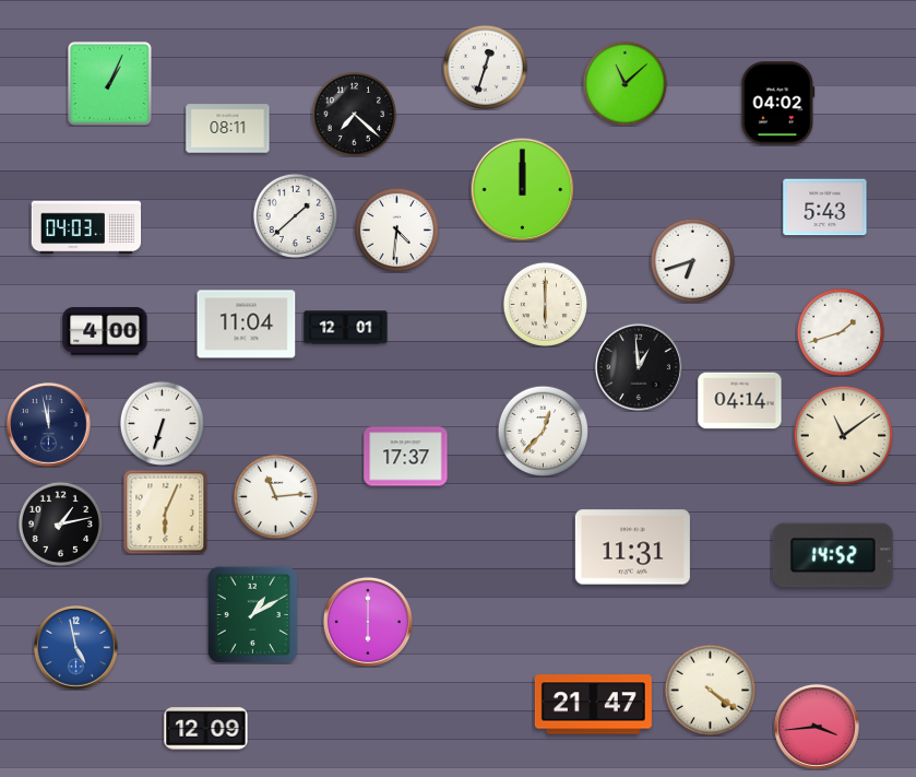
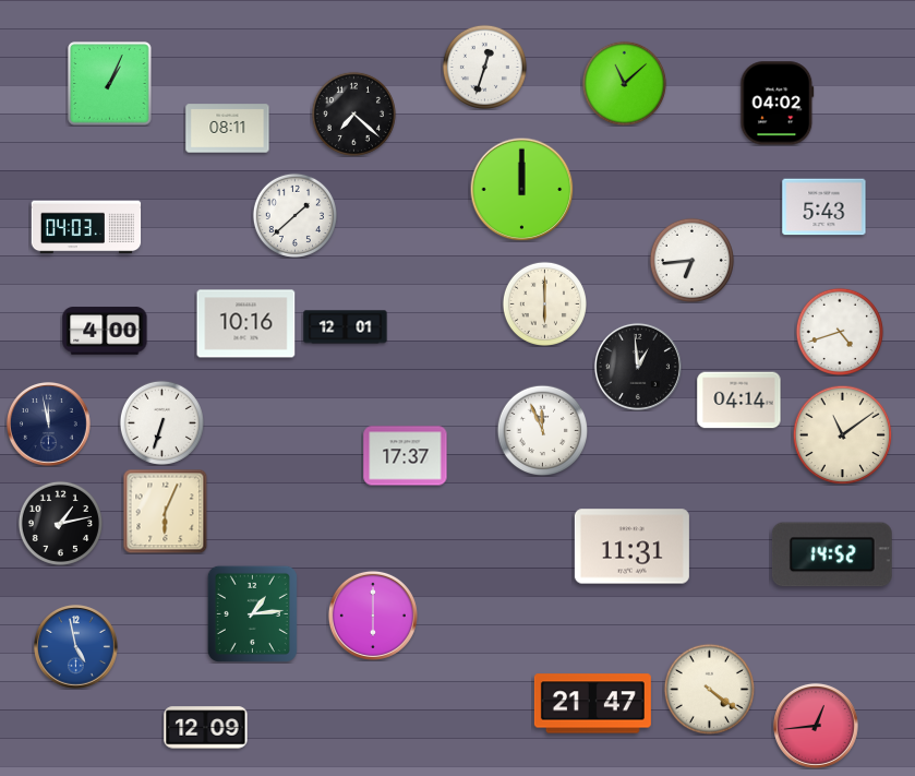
clock at (396, 229): 4:31 -> none
clock at (692, 260): 6:42 -> 6:44
clock at (247, 325): 11:04 -> 10:16
clock at (840, 331): 1:42 -> 4:42
clock at (543, 431): 12:37 -> 11:56
clock at (275, 496): 11:14 -> none
clock at (252, 614): 1:10 -> 1:14
clock at (368, 622) position: (368, 622) -> (373, 616)
clock at (817, 727): 3:44 -> 12:44
